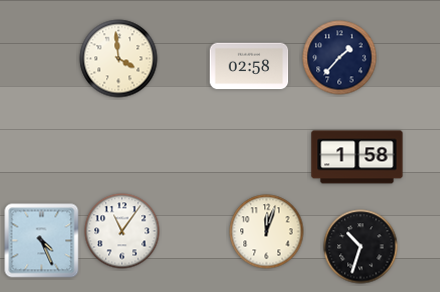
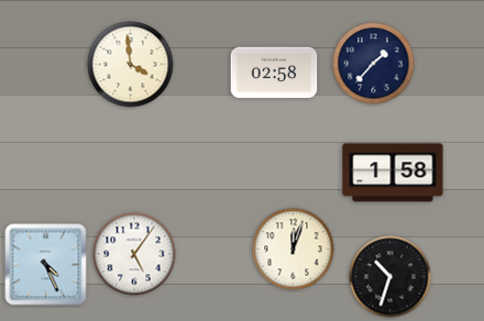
clock at (122, 231): 11:06 -> 5:06
clock at (267, 232) position: (267, 232) -> (294, 250)
clock at (361, 247) position: (361, 247) -> (391, 277)
